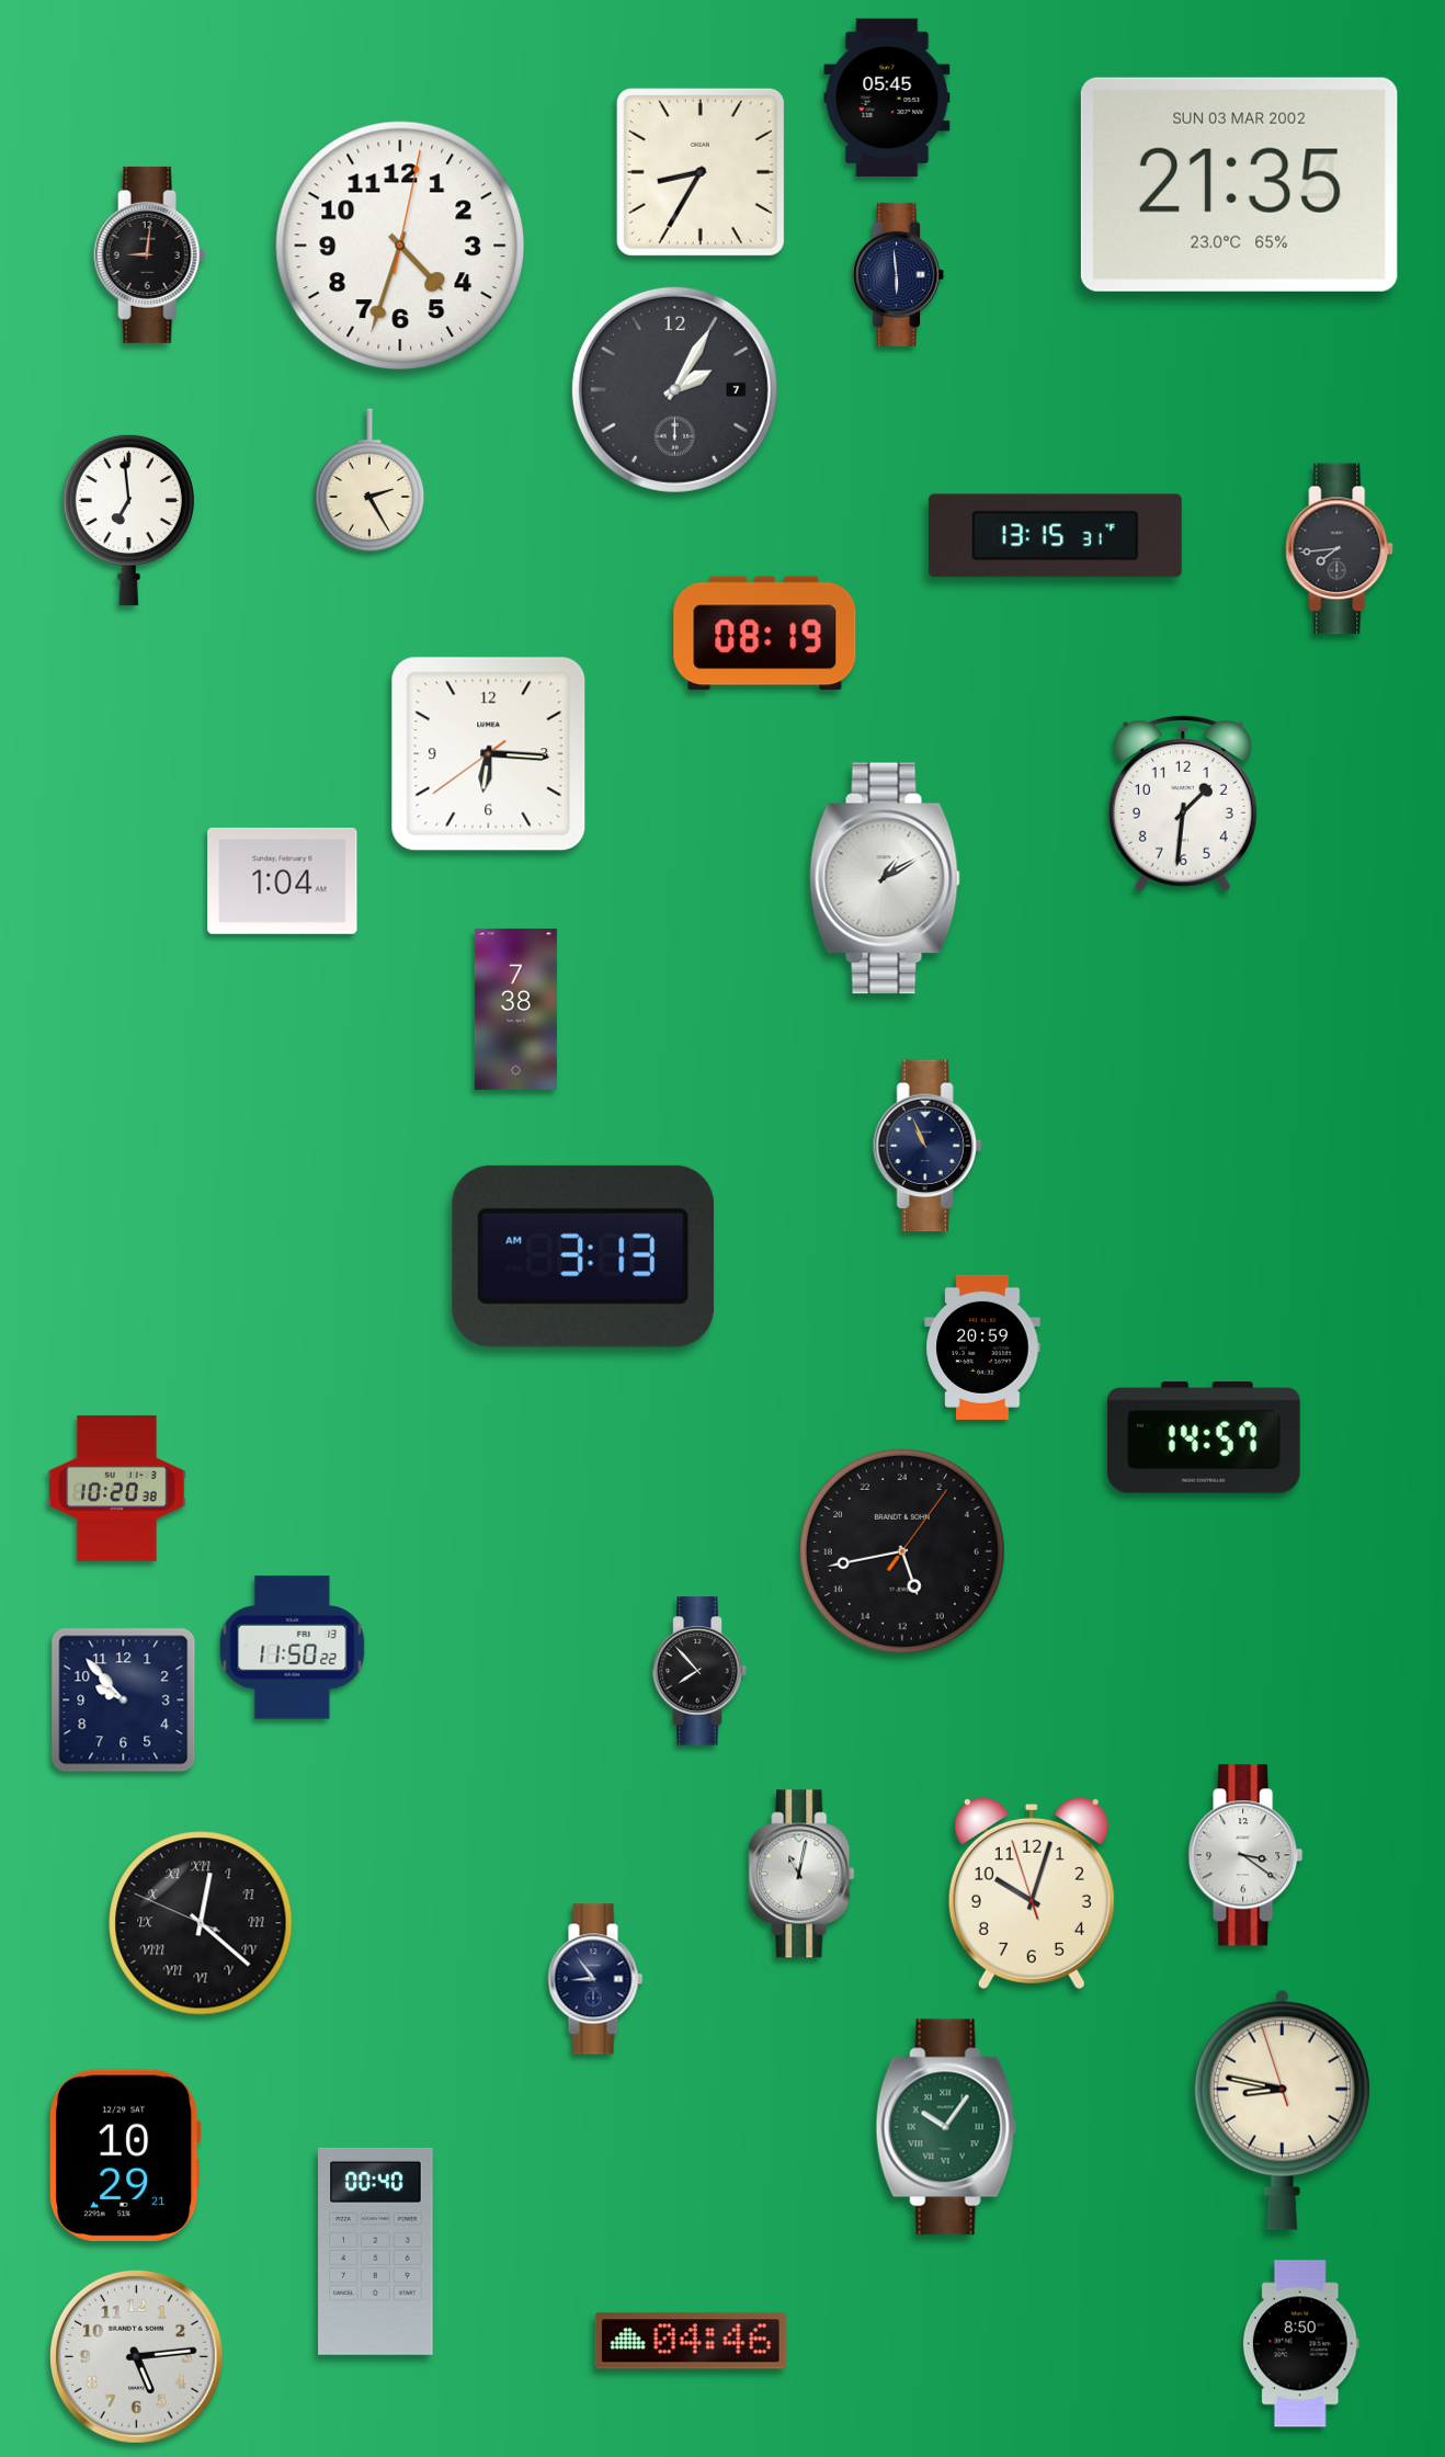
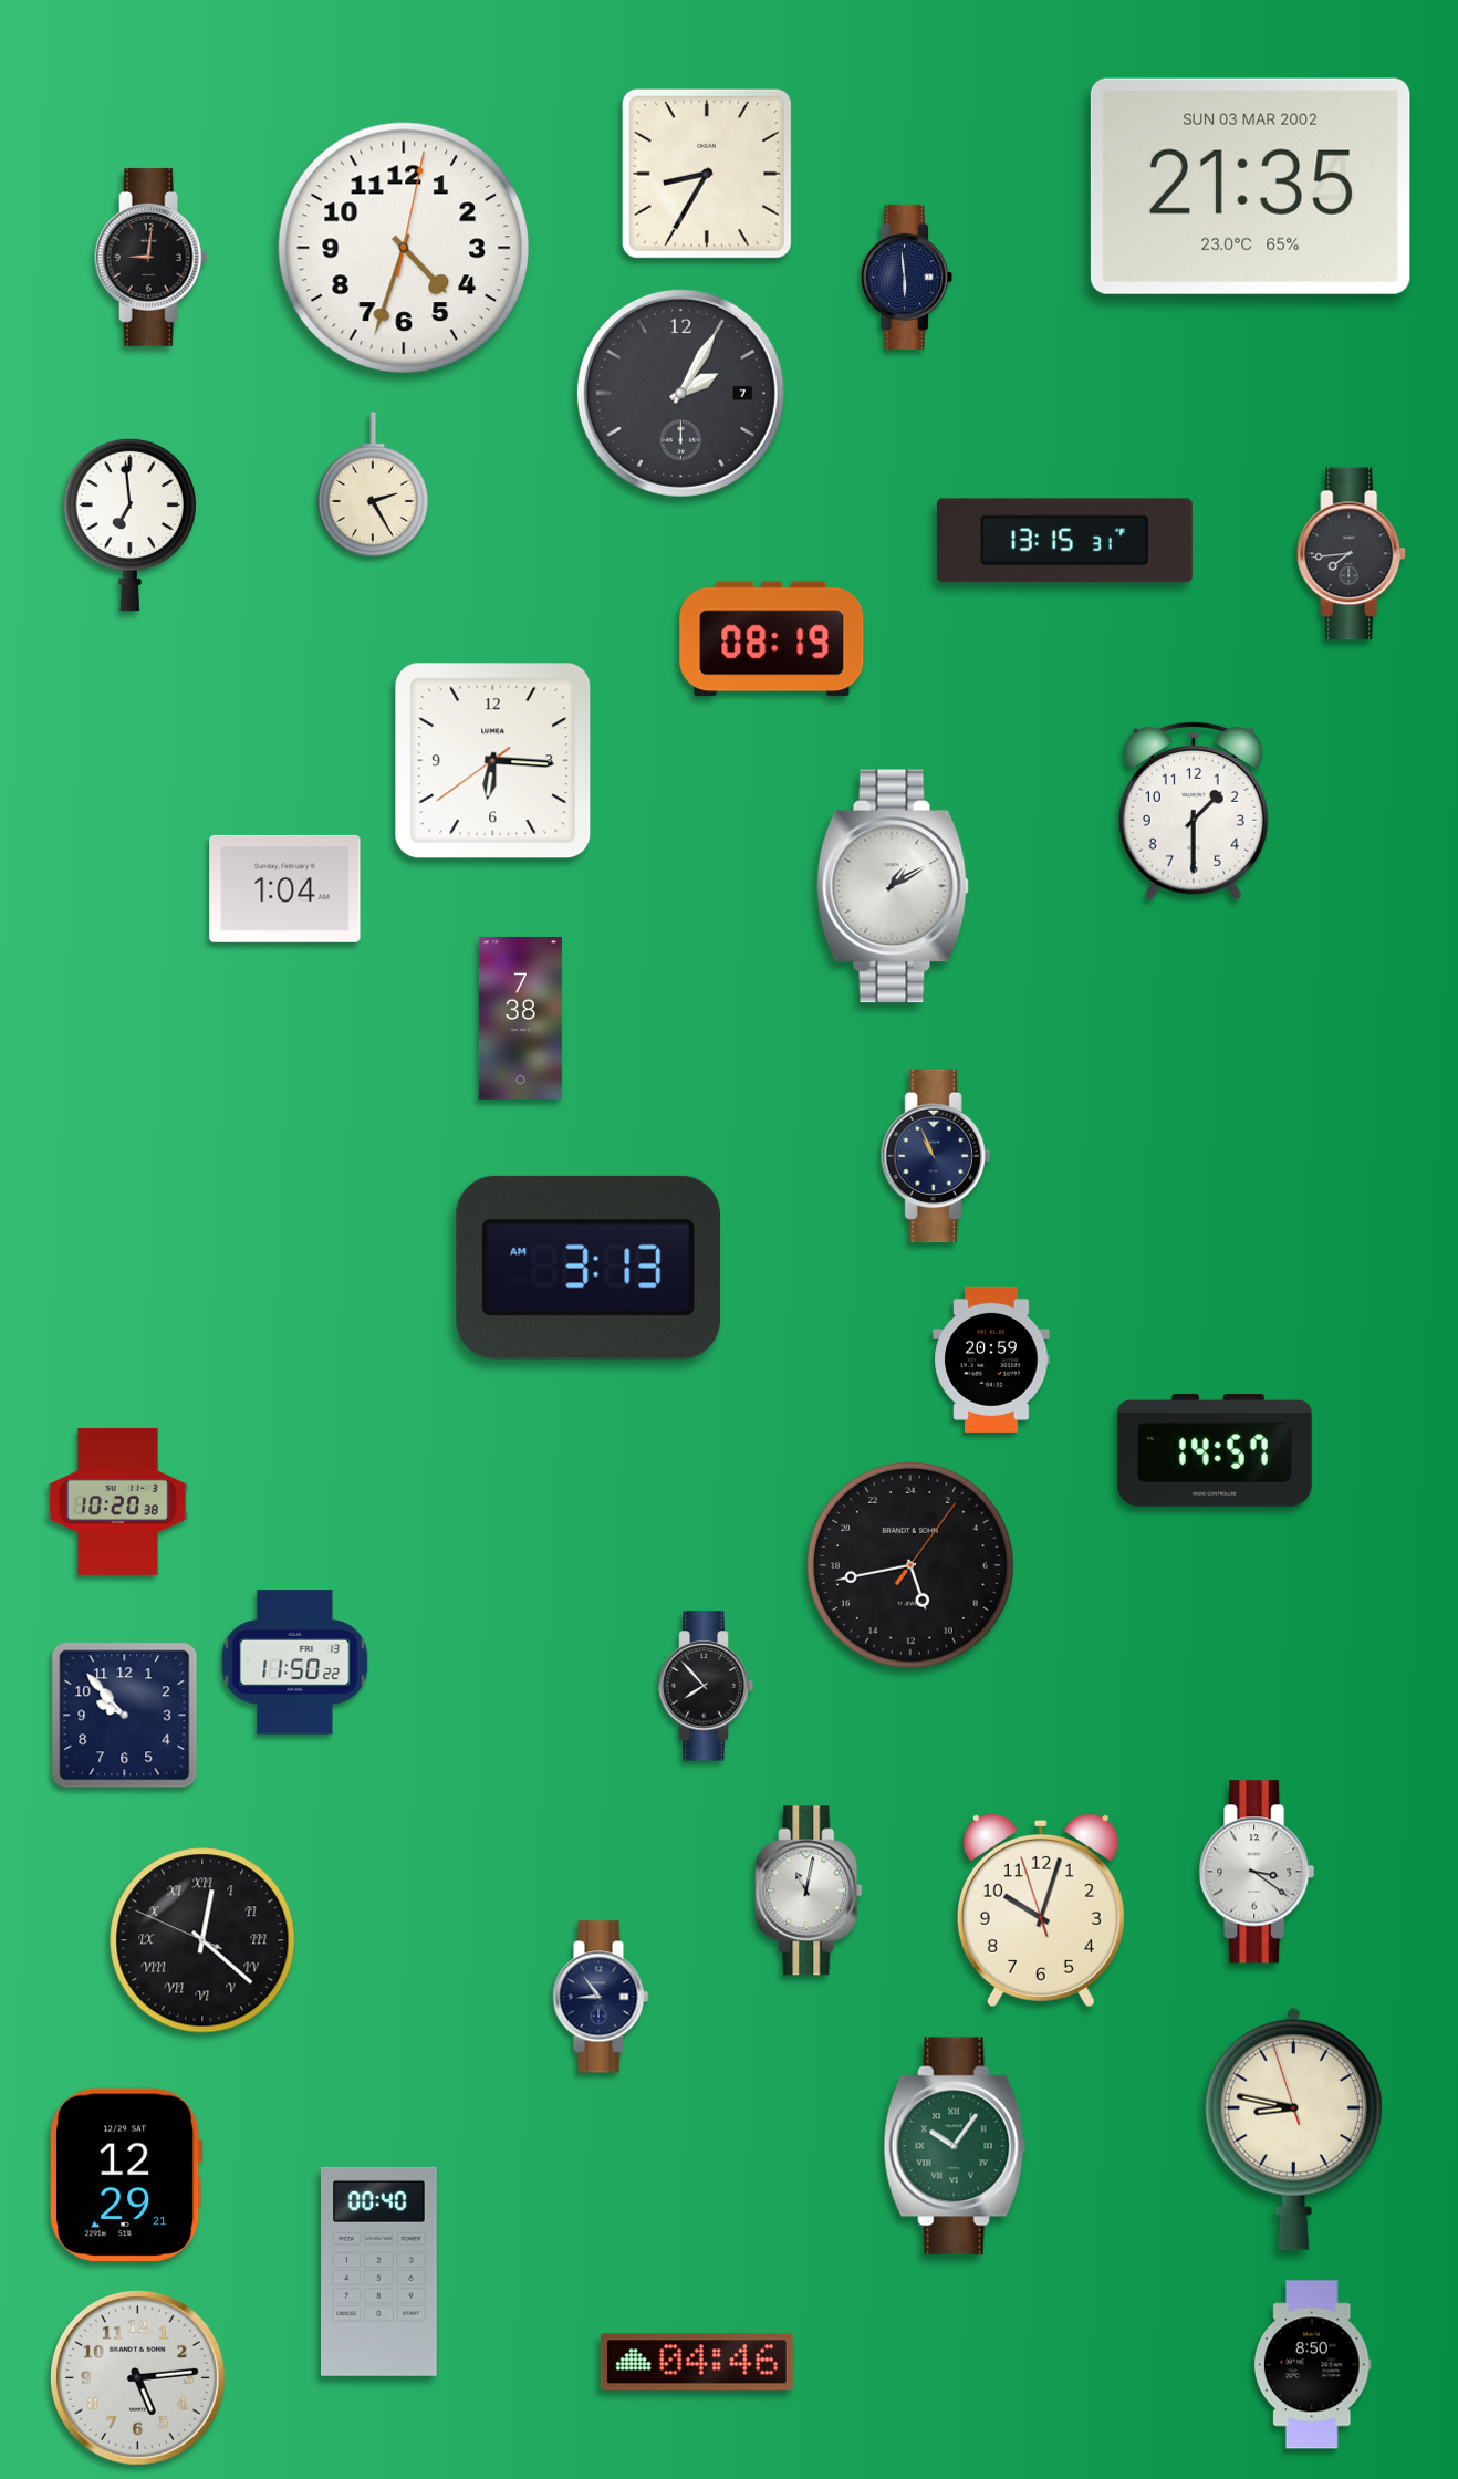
clock at (887, 96): 05:45 -> none
clock at (1183, 804): 1:31 -> 1:30
clock at (125, 2154): 10:29 -> 12:29
